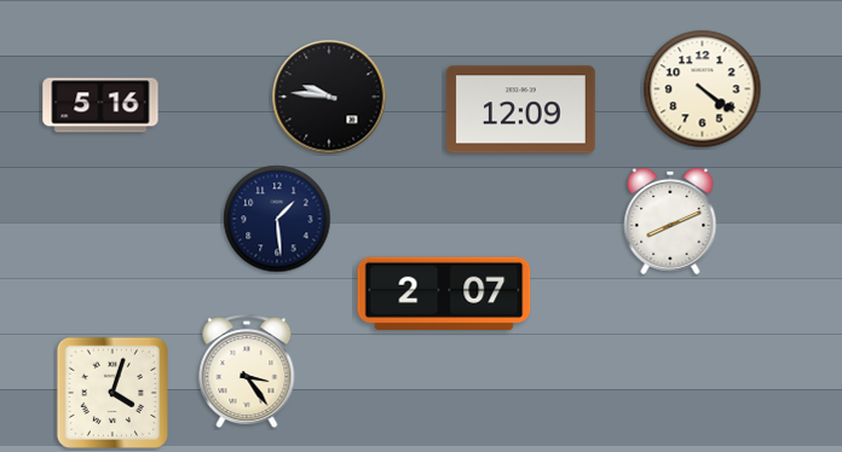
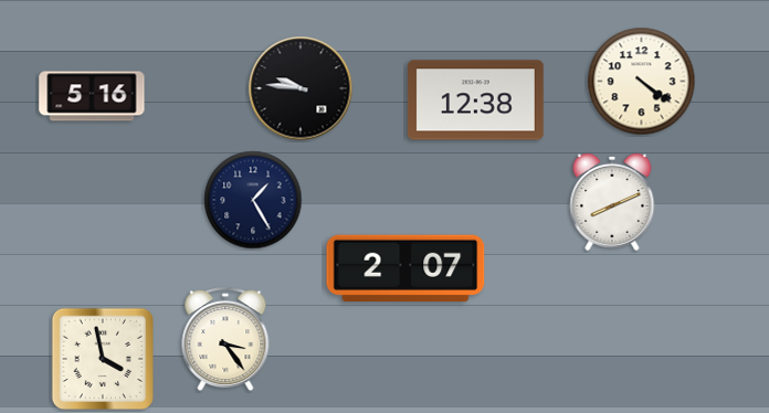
clock at (520, 110): 12:09 -> 12:38
clock at (277, 219): 1:29 -> 1:25
clock at (111, 392): 4:03 -> 3:58
